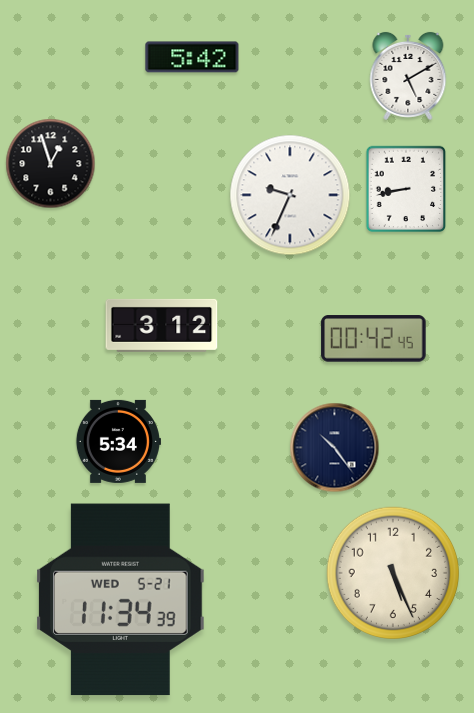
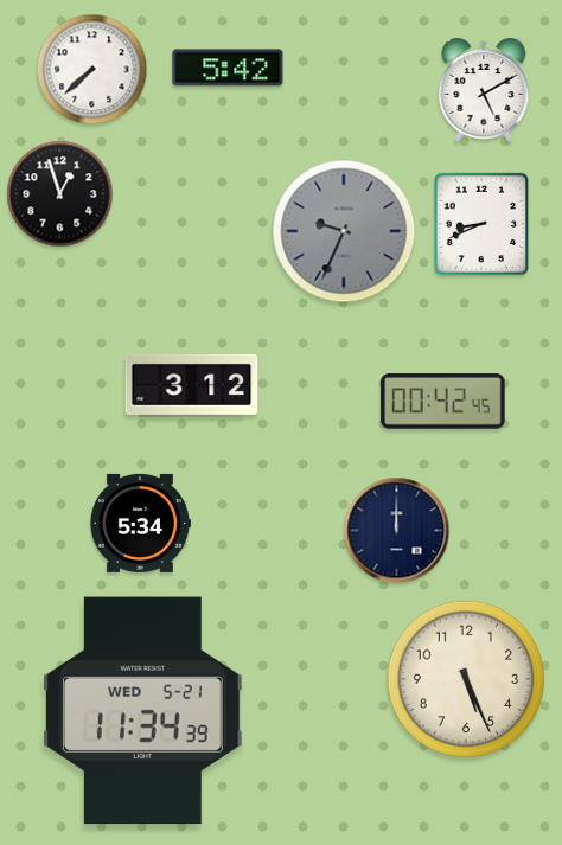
clock at (92, 70): none -> 7:38
clock at (406, 189): 8:43 -> 8:41
clock at (290, 195) dial: white -> grey
clock at (335, 448): 10:24 -> 12:00
